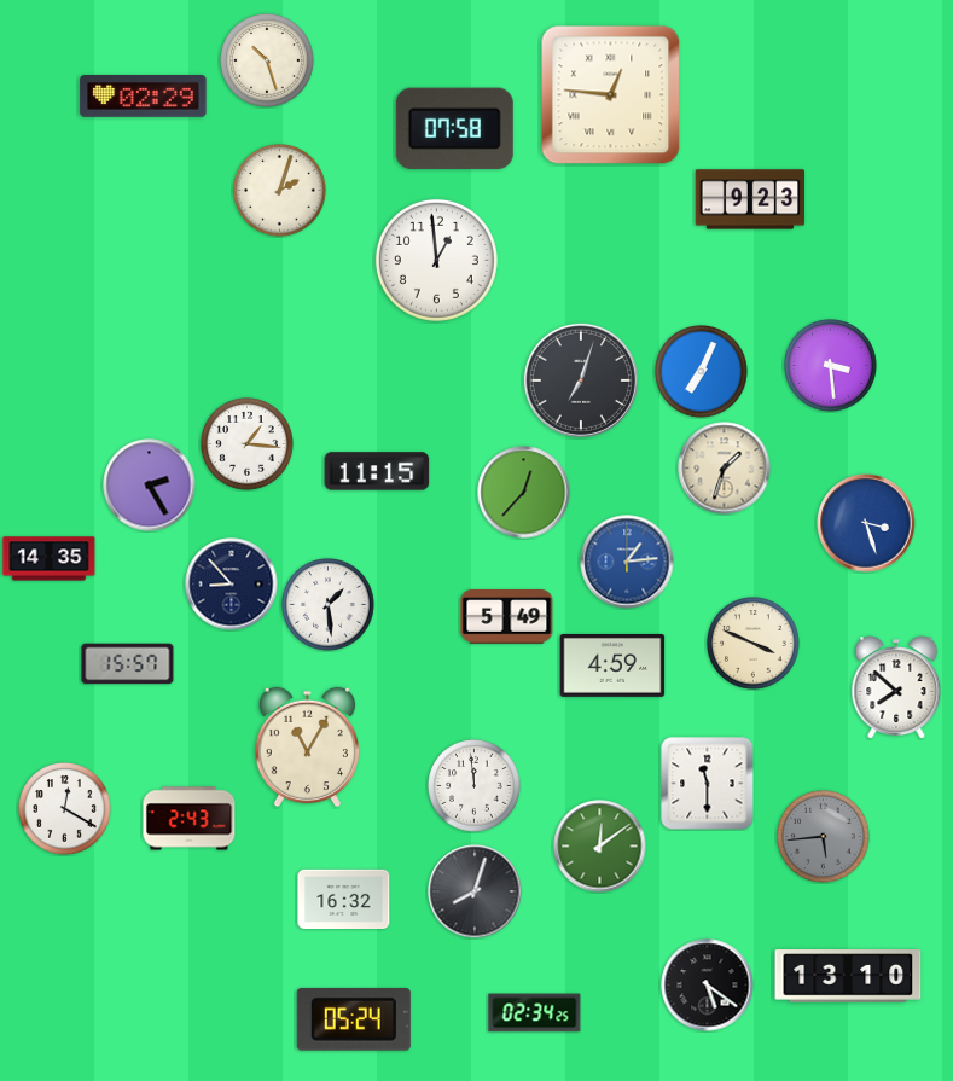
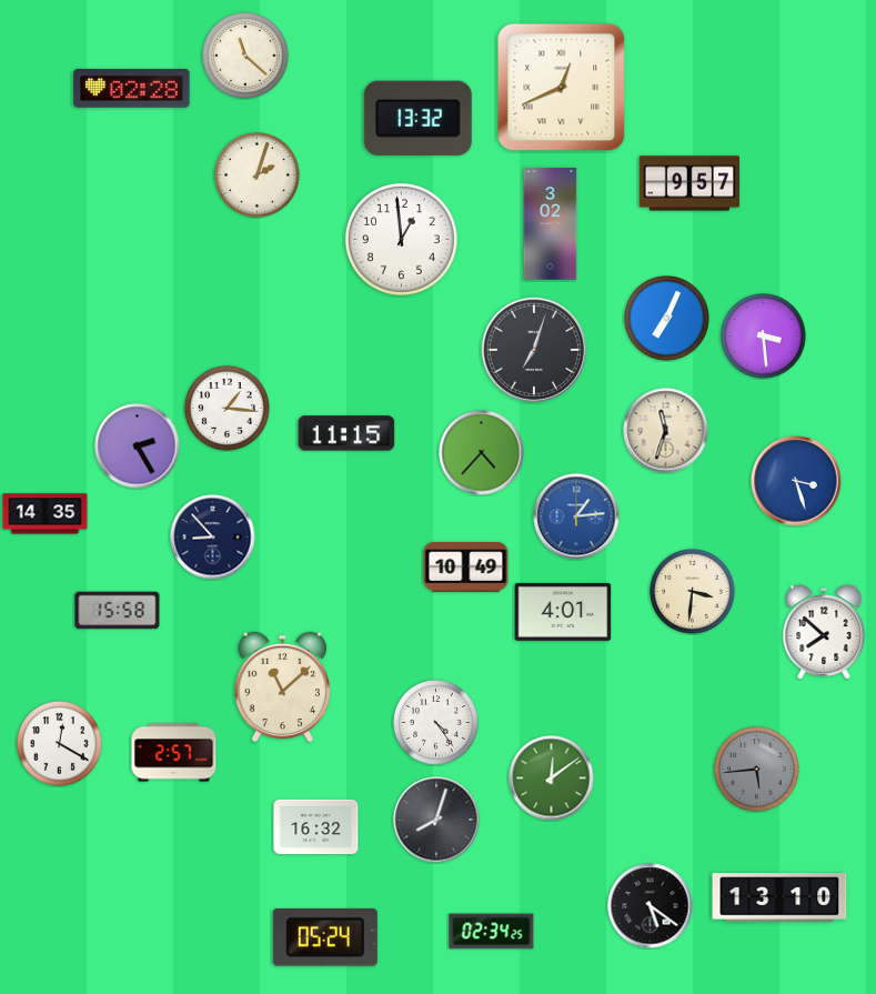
clock at (267, 60): 10:27 -> 11:22
clock at (611, 95): 12:46 -> 12:41
clock at (144, 97): 02:29 -> 02:28
clock at (454, 128): 07:58 -> 13:32
clock at (750, 199): 9:23 -> 9:57
clock at (551, 224): none -> 3:02
clock at (702, 372) position: (702, 372) -> (667, 319)
clock at (725, 469): 1:33 -> 11:33
clock at (524, 493): 12:37 -> 4:37
clock at (329, 605): 1:29 -> none
clock at (507, 617): 5:49 -> 10:49
clock at (754, 644): 3:49 -> 3:31
clock at (128, 664): 15:57 -> 15:58
clock at (612, 666): 4:59 -> 4:01
clock at (307, 748): 11:05 -> 11:08
clock at (708, 784): 11:30 -> none
clock at (475, 786): 11:59 -> 4:24
clock at (190, 819): 2:43 -> 2:57
